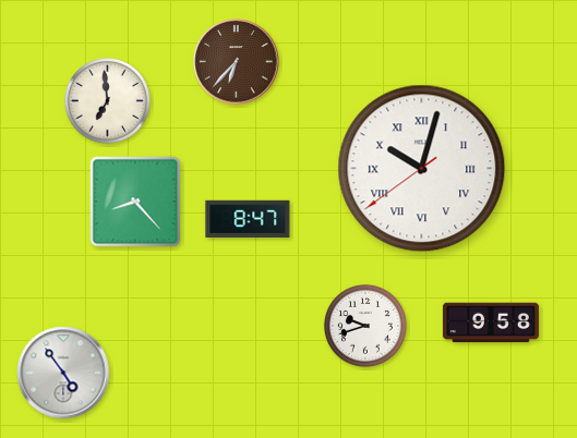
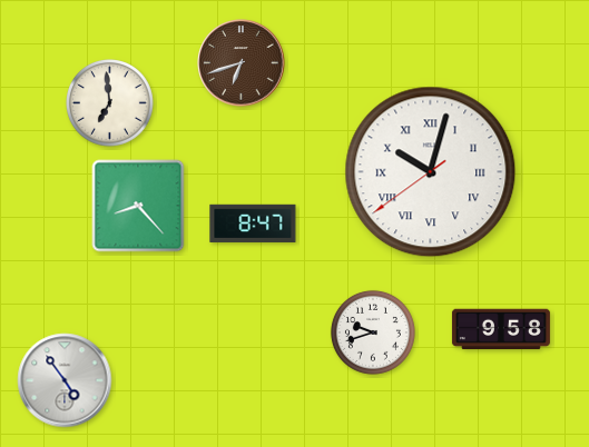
clock at (237, 62): 6:37 -> 6:42
